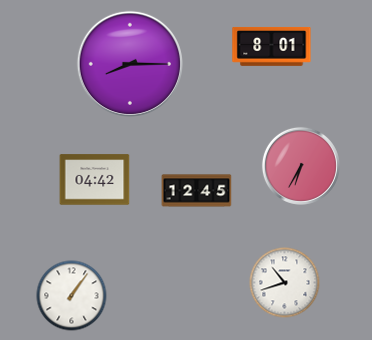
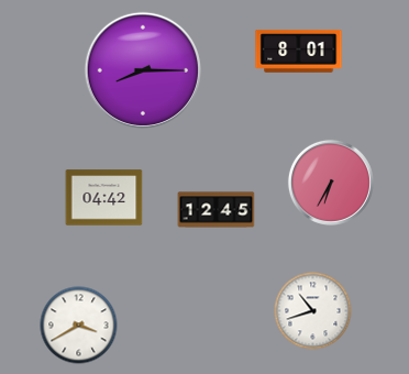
clock at (72, 296): 1:06 -> 3:40
